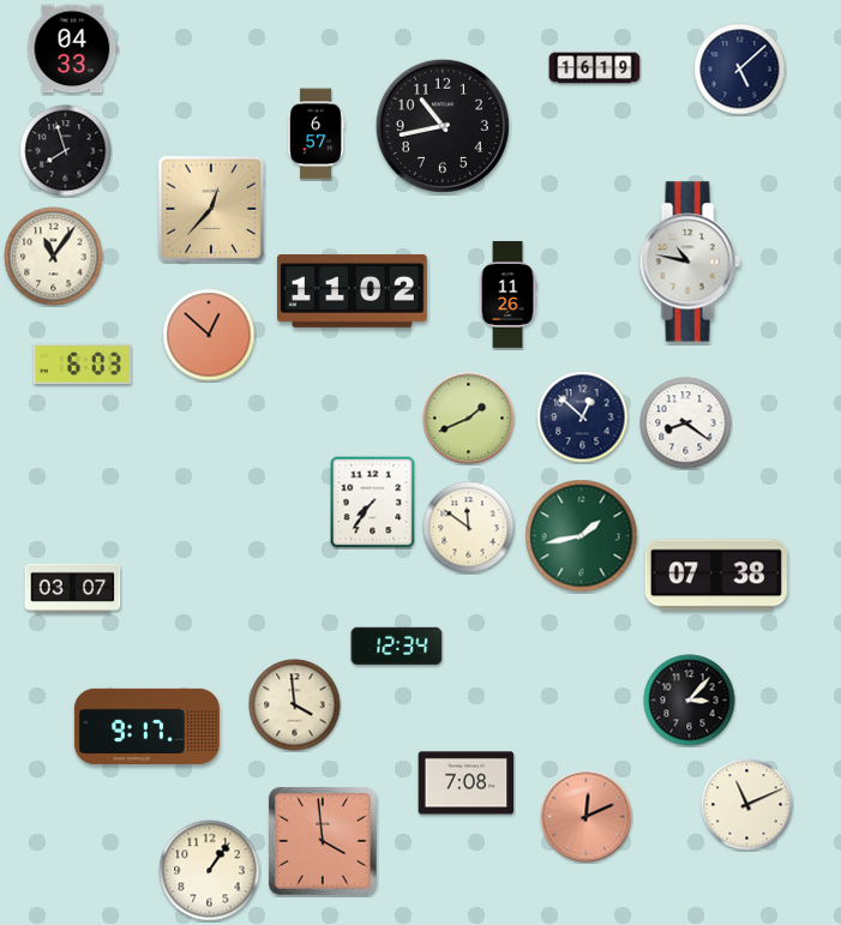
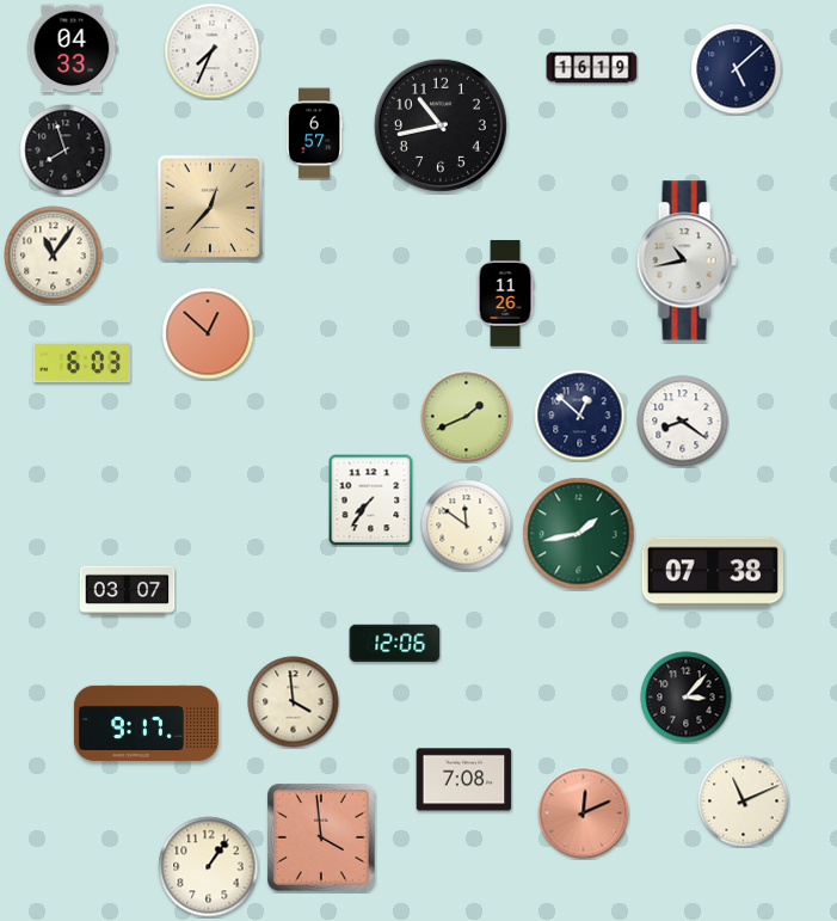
clock at (213, 51): none -> 7:34
clock at (690, 262): 10:47 -> 10:43
clock at (353, 290): 11:02 -> none
clock at (73, 588) position: (73, 588) -> (128, 590)
clock at (397, 647): 12:34 -> 12:06
